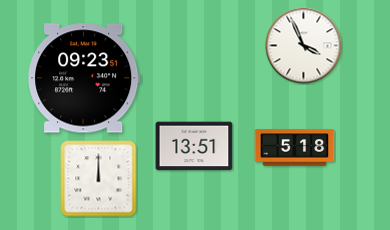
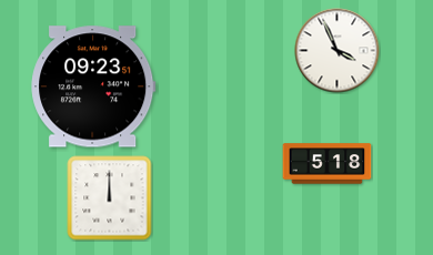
clock at (194, 146): 13:51 -> none
